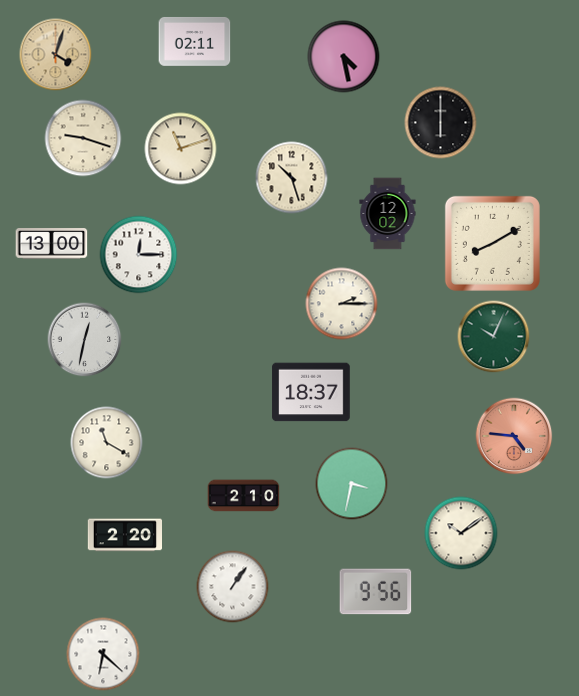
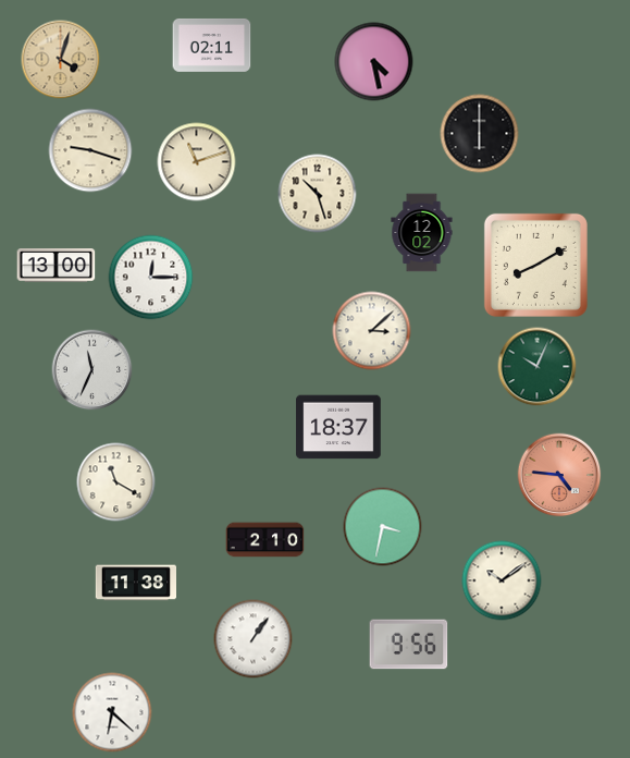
clock at (342, 304): 2:15 -> 3:08
clock at (85, 340): 12:32 -> 11:34
clock at (124, 535): 2:20 -> 11:38
